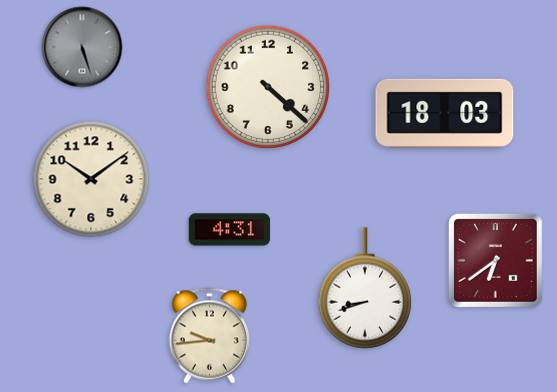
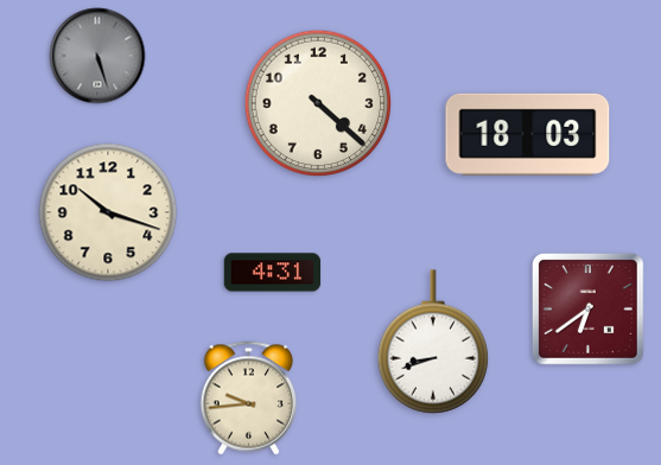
clock at (91, 179): 10:09 -> 10:18
